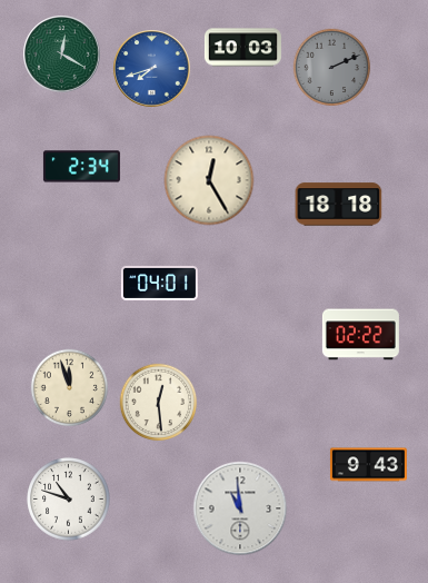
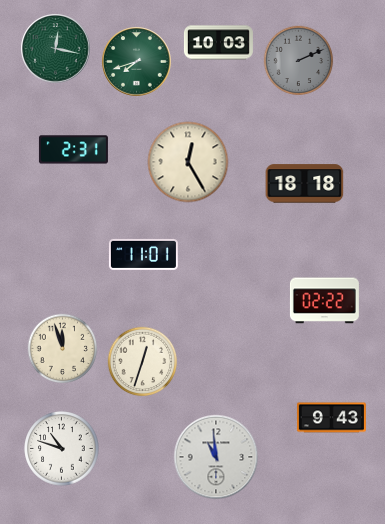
clock at (62, 55): 12:20 -> 12:17
clock at (152, 69) dial: blue -> green
clock at (81, 167): 2:34 -> 2:31
clock at (159, 283): 04:01 -> 11:01
clock at (159, 403): 12:29 -> 12:33
